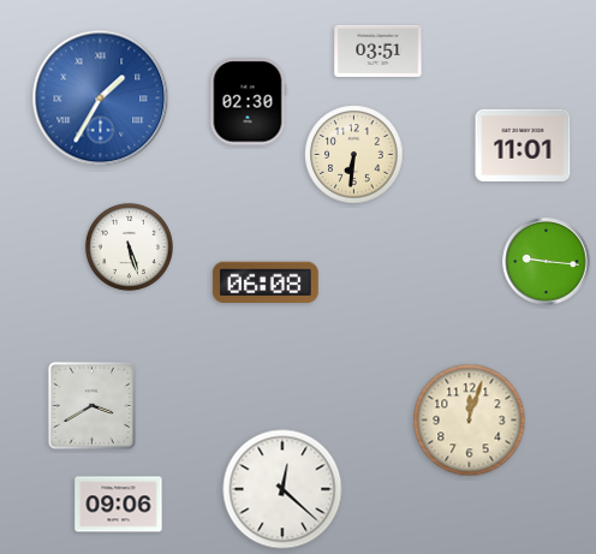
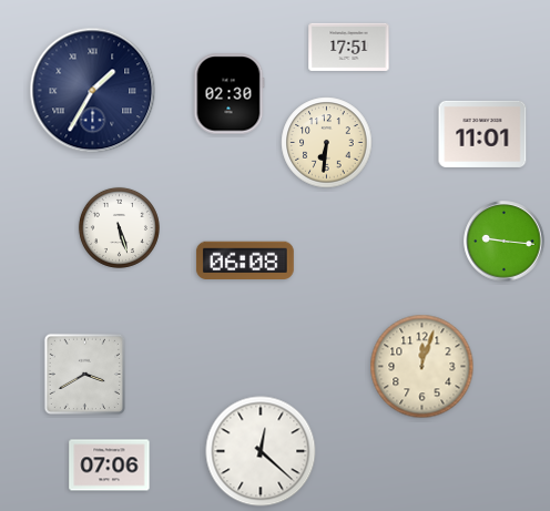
clock at (379, 50): 03:51 -> 17:51
clock at (101, 99) dial: blue -> navy
clock at (470, 421) position: (470, 421) -> (422, 367)
clock at (119, 505): 09:06 -> 07:06
